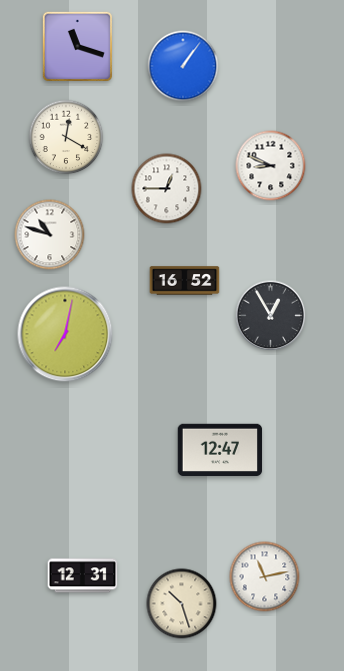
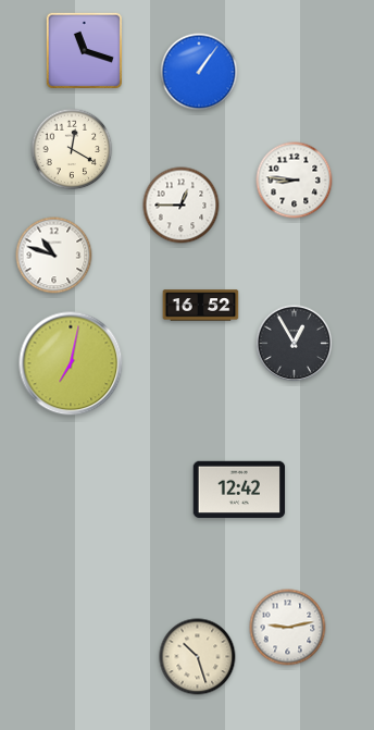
clock at (271, 166): 8:49 -> 8:46
clock at (220, 450): 12:47 -> 12:42
clock at (83, 576): 12:31 -> none
clock at (265, 577): 11:13 -> 9:13
